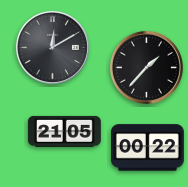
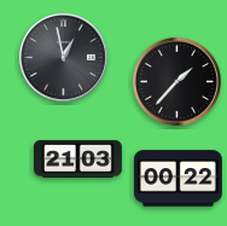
clock at (52, 47): 12:10 -> 12:58
clock at (64, 131): 21:05 -> 21:03
